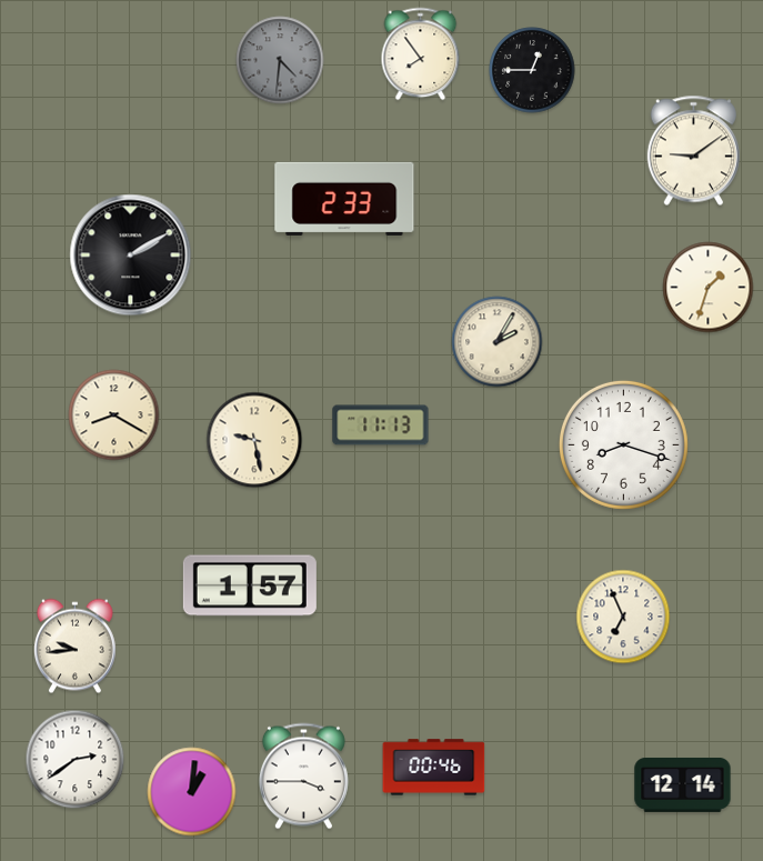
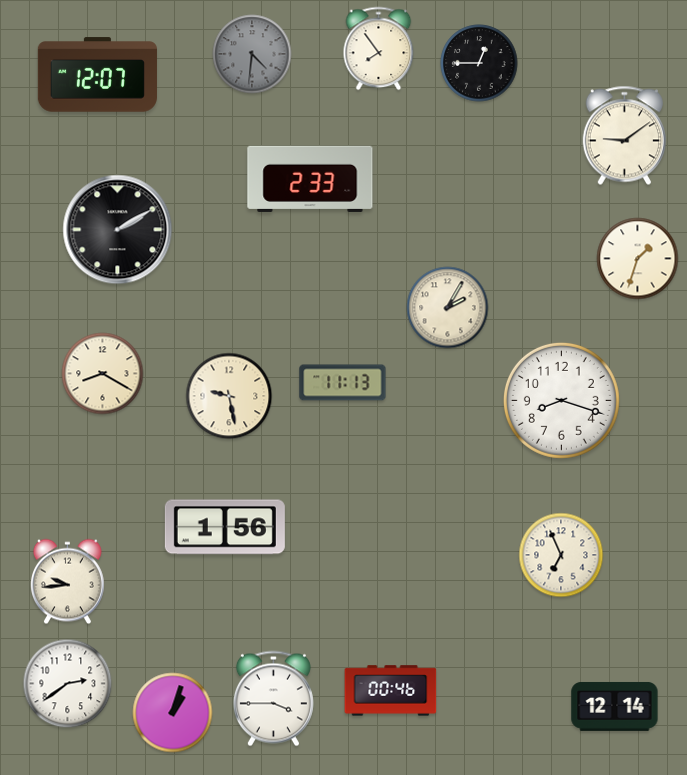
clock at (97, 75): none -> 12:07
clock at (250, 585): 1:57 -> 1:56
clock at (192, 792): 1:01 -> 1:03
